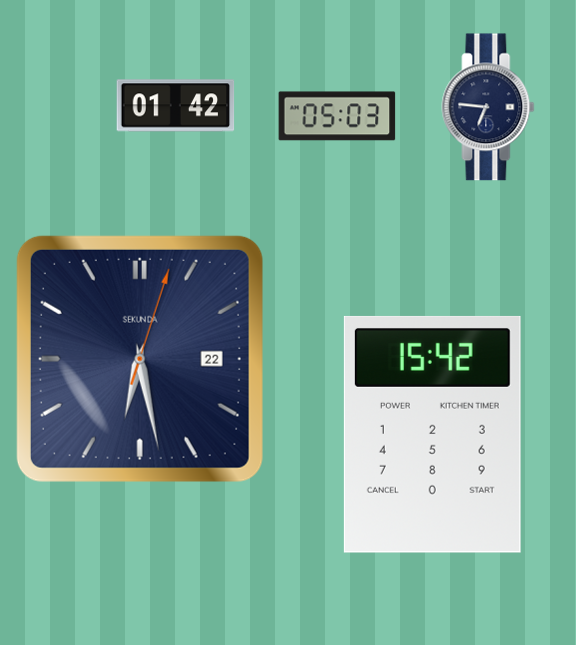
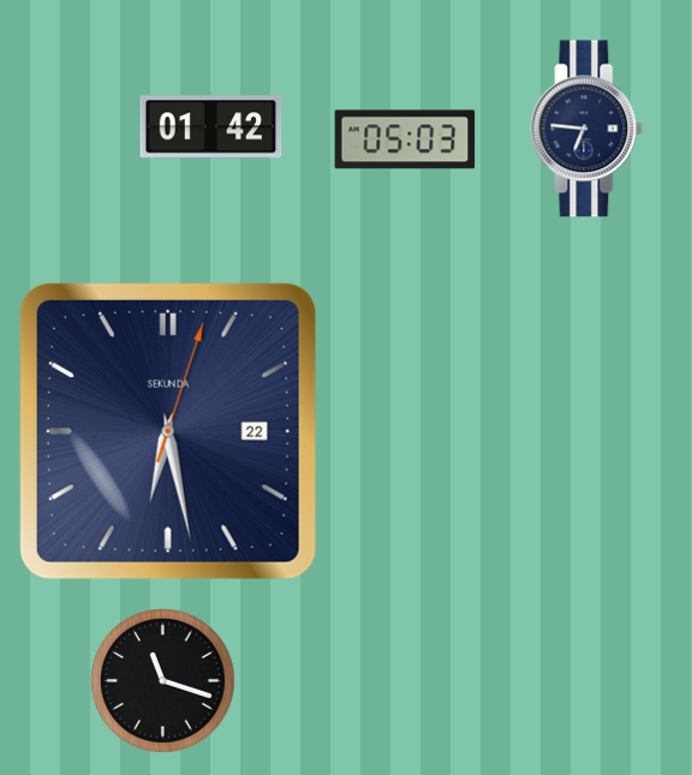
clock at (432, 434): 15:42 -> none
clock at (163, 681): none -> 11:18
